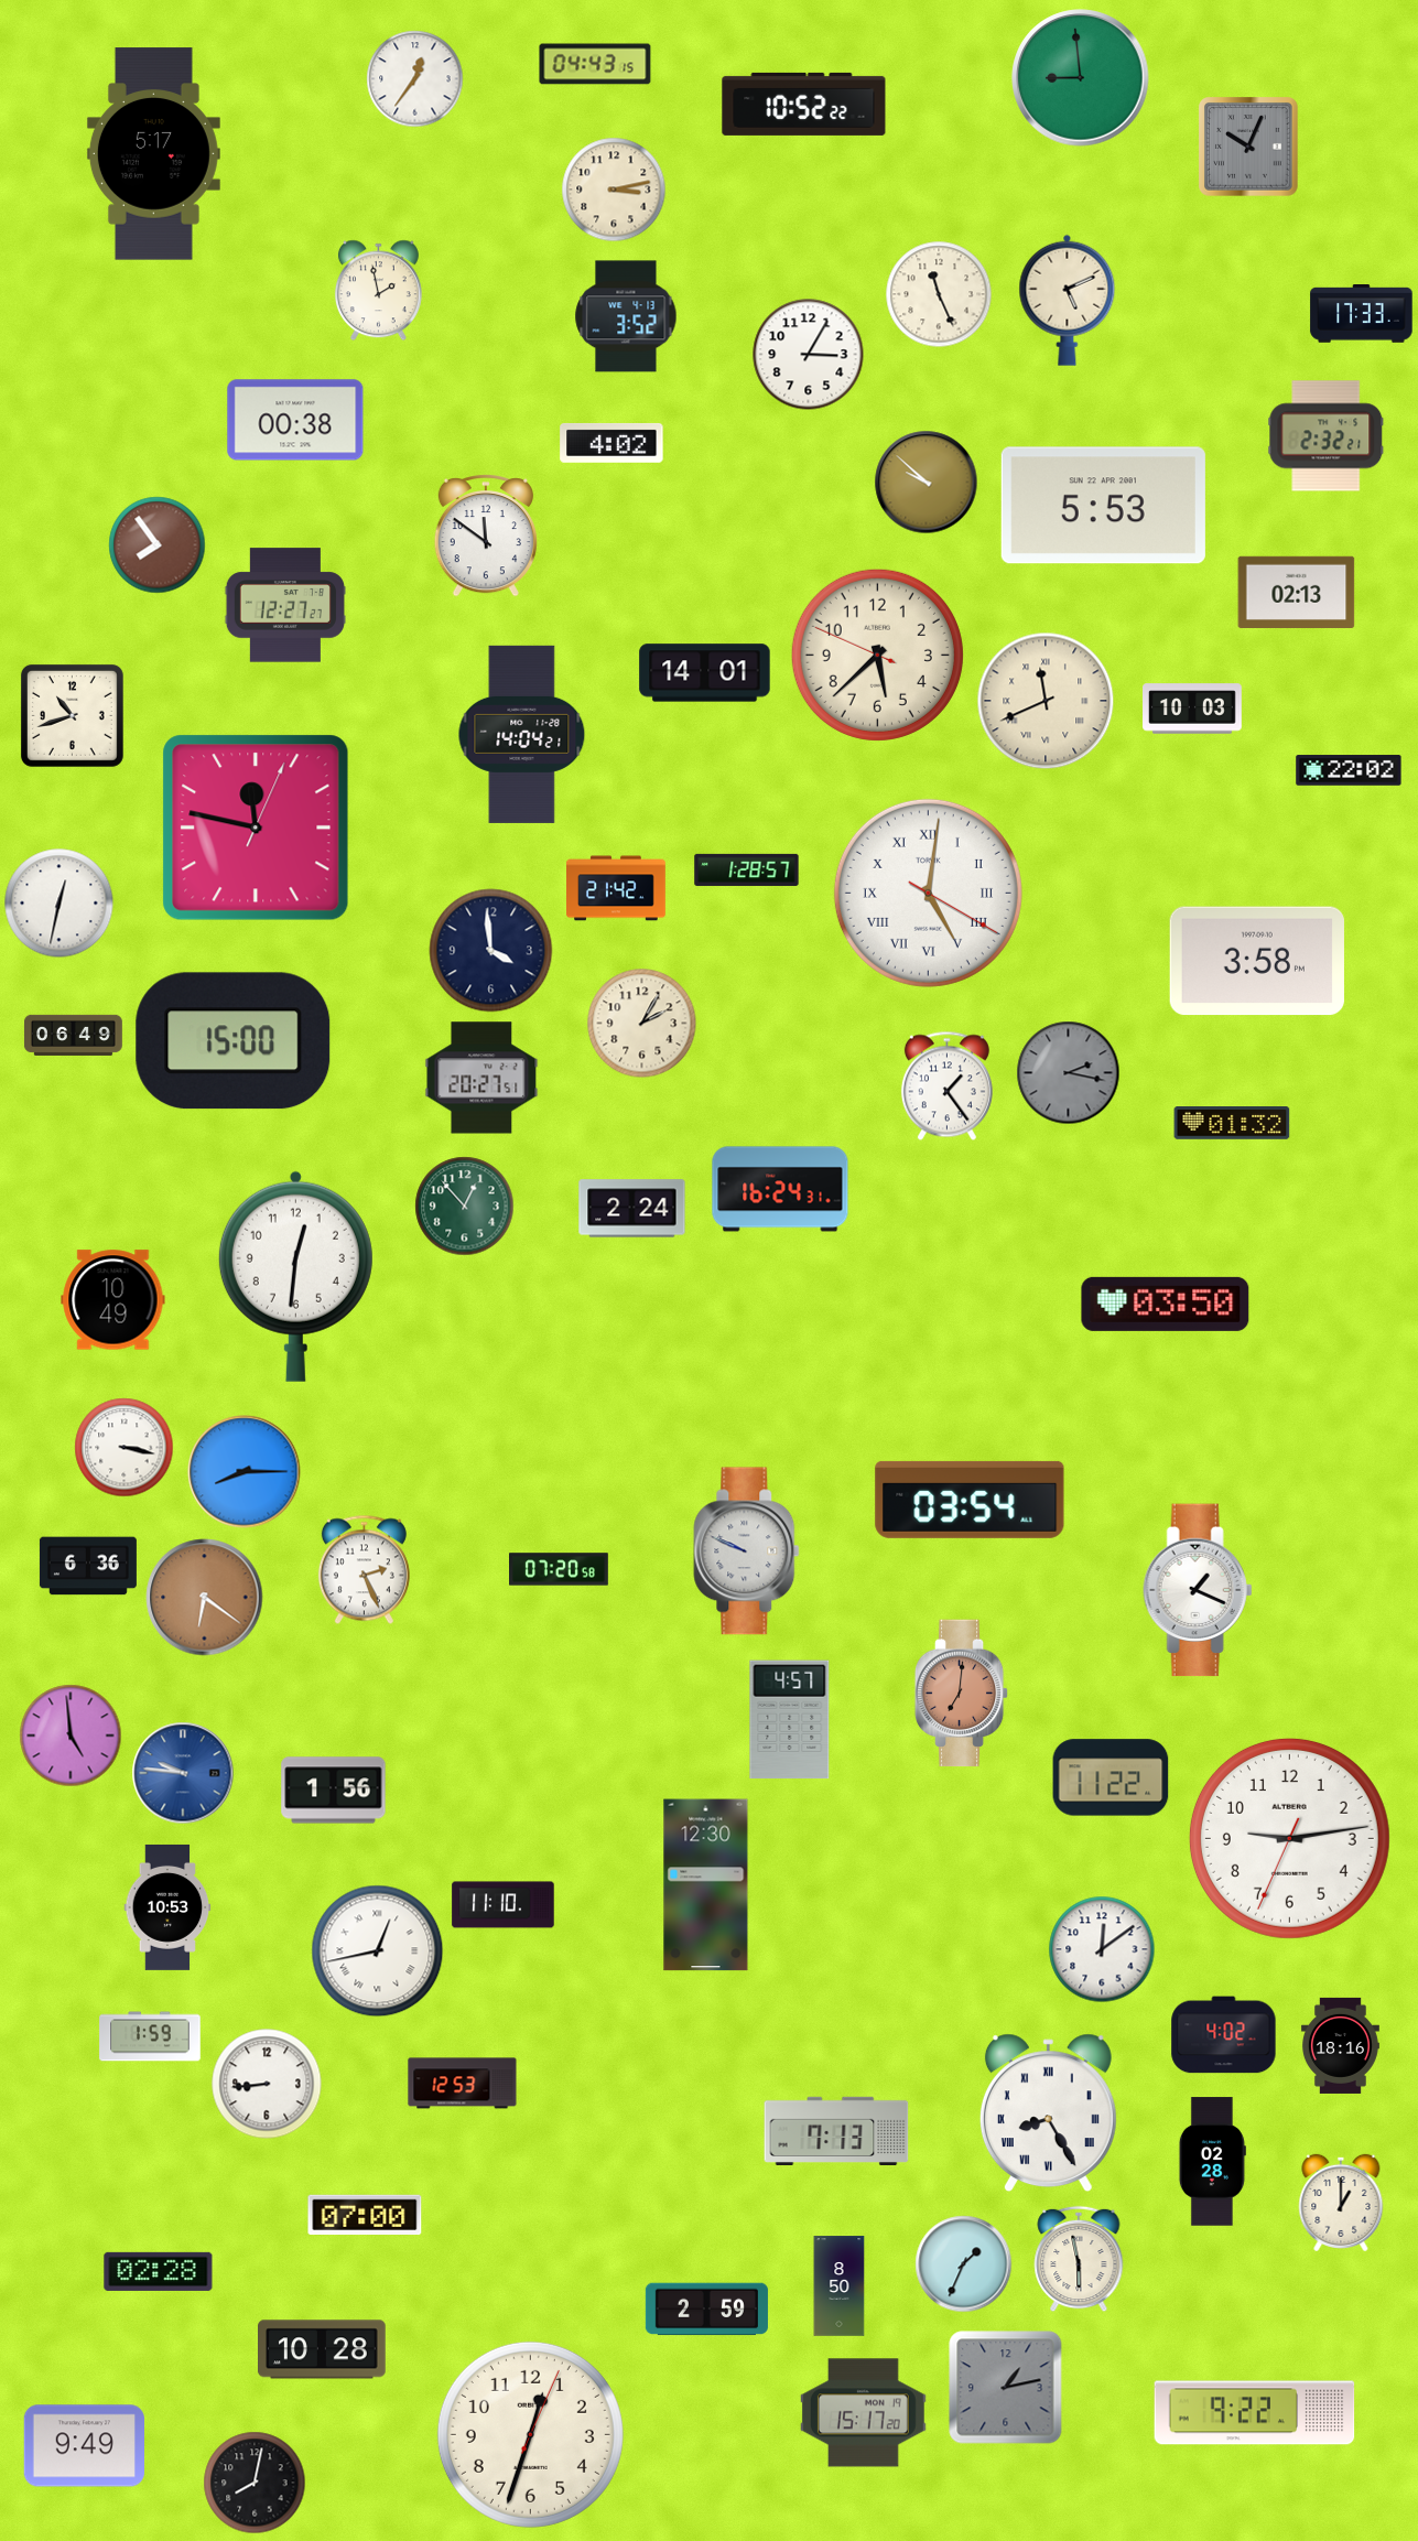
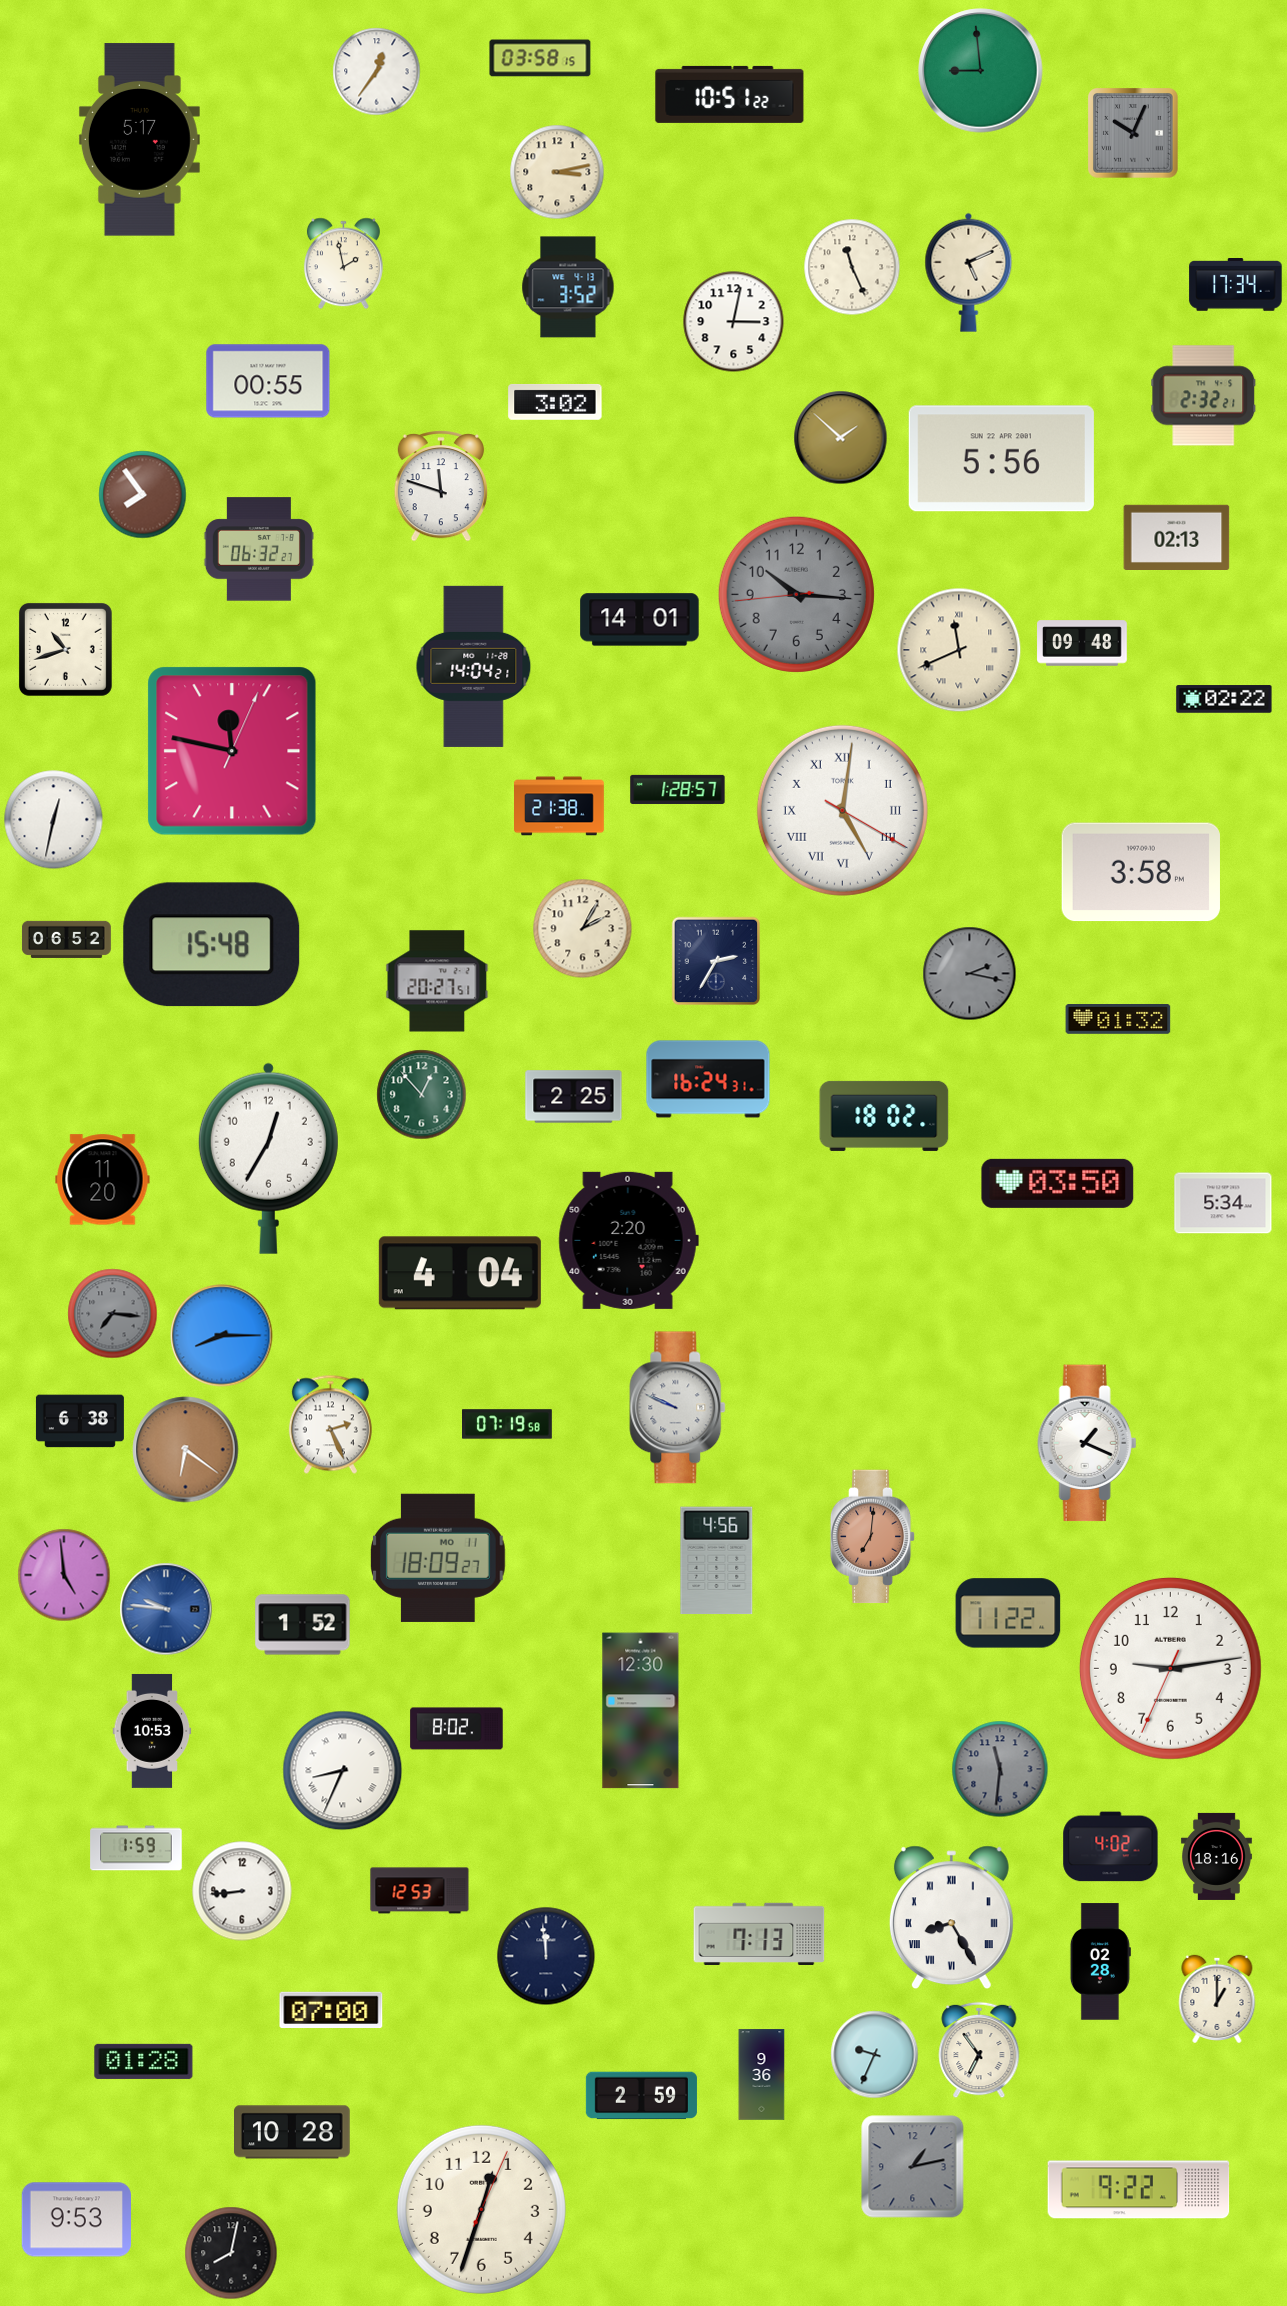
clock at (595, 64): 04:43 -> 03:58
clock at (804, 104): 10:52 -> 10:51
clock at (1362, 314): 17:33 -> 17:34
clock at (809, 355): 3:05 -> 3:02
clock at (295, 420): 00:38 -> 00:55
clock at (611, 443): 4:02 -> 3:02
clock at (927, 483): 9:52 -> 1:52
clock at (1103, 506): 5:53 -> 5:56
clock at (486, 537): 11:51 -> 11:48
clock at (285, 605): 12:27 -> 06:32
clock at (877, 655): 5:37 -> 10:15
clock at (877, 655) dial: cream -> grey
clock at (705, 673) position: (705, 673) -> (640, 620)
clock at (1046, 701) position: (1046, 701) -> (959, 650)
clock at (1192, 709): 10:03 -> 09:48
clock at (1349, 770): 22:02 -> 02:22
clock at (616, 888): 21:42 -> 21:38
clock at (491, 951): 3:59 -> none
clock at (73, 1035): 06:49 -> 06:52
clock at (234, 1041): 15:00 -> 15:48
clock at (716, 961): none -> 2:35
clock at (481, 1078) position: (481, 1078) -> (437, 981)
clock at (946, 1086): 1:24 -> none
clock at (632, 1209): 2:24 -> 2:25
clock at (884, 1116): none -> 18:02
clock at (295, 1276): 12:31 -> 12:35
clock at (113, 1300): 10:49 -> 11:20
clock at (1223, 1203): none -> 5:34
clock at (628, 1240): none -> 2:20
clock at (460, 1273): none -> 4:04
clock at (125, 1448): 3:17 -> 7:16
clock at (125, 1448) dial: white -> grey
clock at (970, 1500): 03:54 -> none
clock at (88, 1566): 6:36 -> 6:38
clock at (559, 1569): 07:20 -> 07:19
clock at (439, 1558): none -> 18:09
clock at (790, 1720): 4:57 -> 4:56
clock at (334, 1791): 1:56 -> 1:52
clock at (504, 1905): 11:10 -> 8:02
clock at (1102, 1949): 12:09 -> 11:31
clock at (1102, 1949) dial: white -> grey
clock at (378, 1951): 12:43 -> 8:34
clock at (546, 1956): none -> 11:59
clock at (1079, 2259): 5:58 -> 6:54
clock at (964, 2264): 1:34 -> 9:34
clock at (159, 2271): 02:28 -> 01:28
clock at (840, 2286): 8:50 -> 9:36
clock at (863, 2413): 15:17 -> none
clock at (84, 2446): 9:49 -> 9:53
